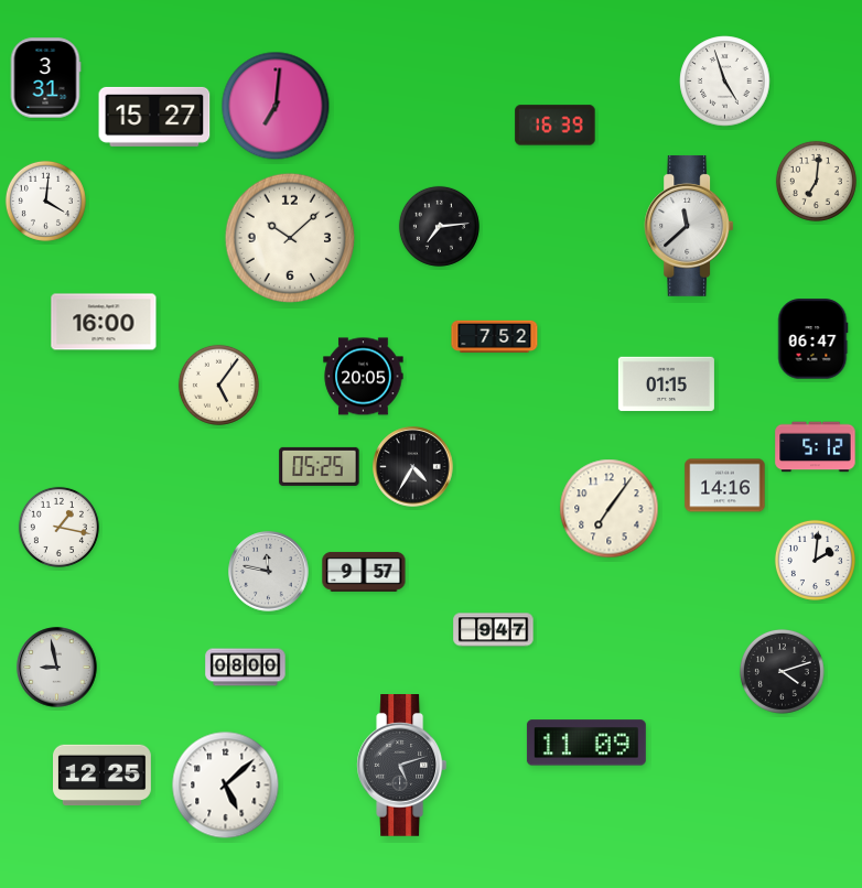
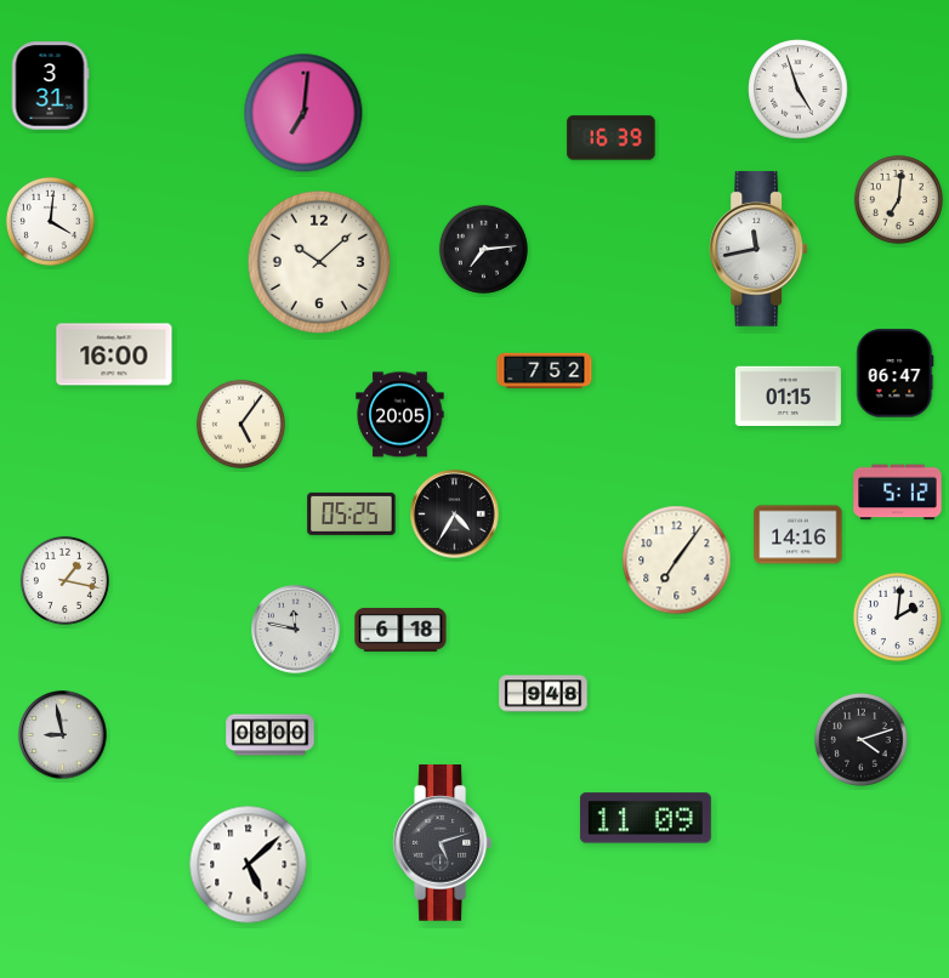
clock at (276, 106) position: (276, 106) -> (303, 113)
clock at (154, 117): 15:27 -> none
clock at (689, 226): 11:38 -> 11:43
clock at (666, 385) position: (666, 385) -> (788, 397)
clock at (610, 509) position: (610, 509) -> (677, 561)
clock at (364, 572): 9:57 -> 6:18
clock at (494, 630): 9:47 -> 9:48
clock at (103, 776): 12:25 -> none
